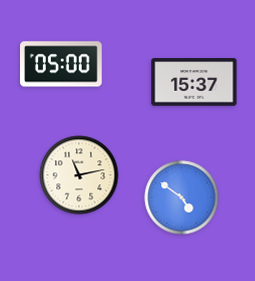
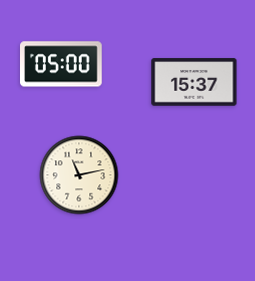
clock at (182, 198): 4:51 -> none
